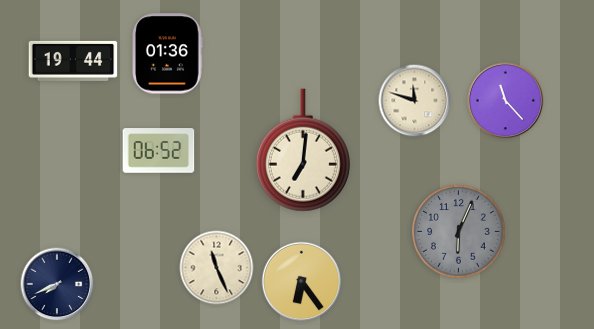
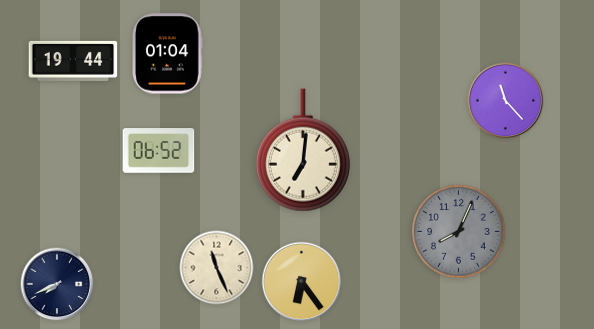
clock at (168, 54): 01:36 -> 01:04
clock at (415, 101): 11:48 -> none
clock at (459, 232): 6:04 -> 8:04
